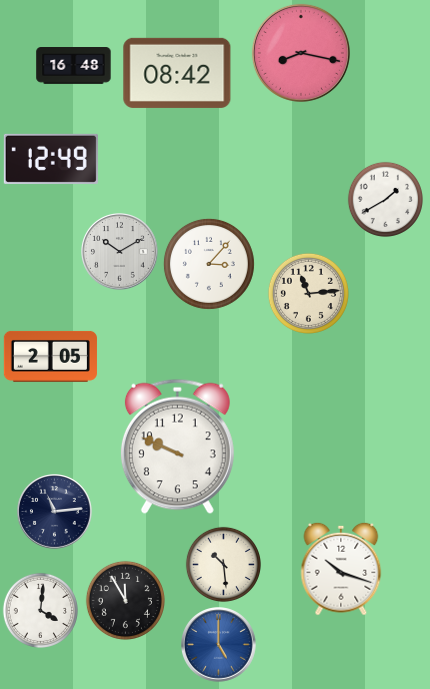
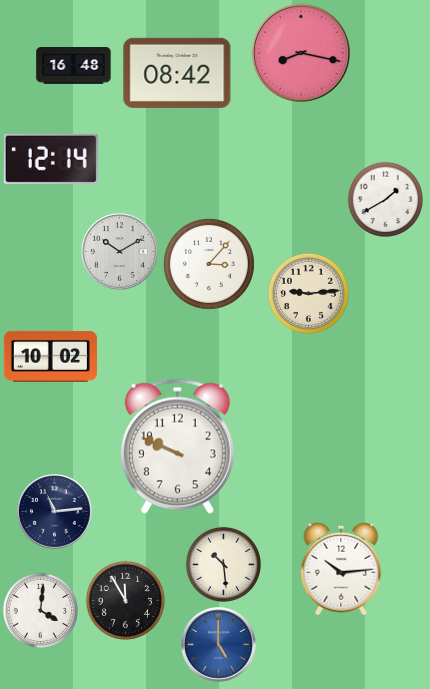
clock at (51, 159): 12:49 -> 12:14
clock at (308, 293): 11:14 -> 9:14
clock at (50, 356): 2:05 -> 10:02
clock at (341, 569): 10:18 -> 10:14
